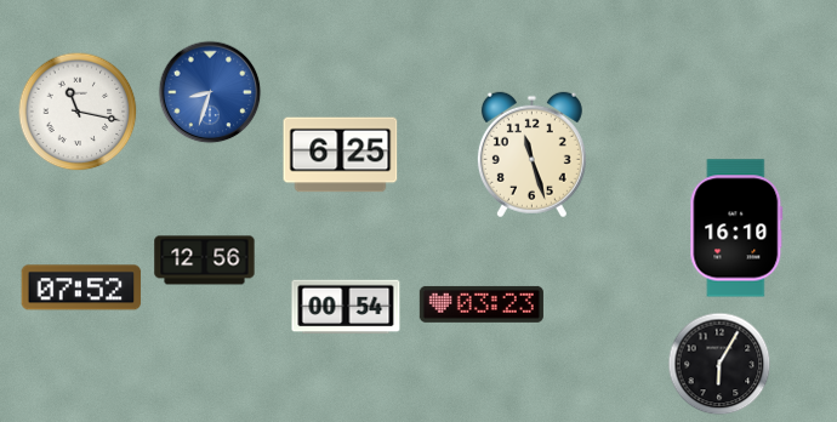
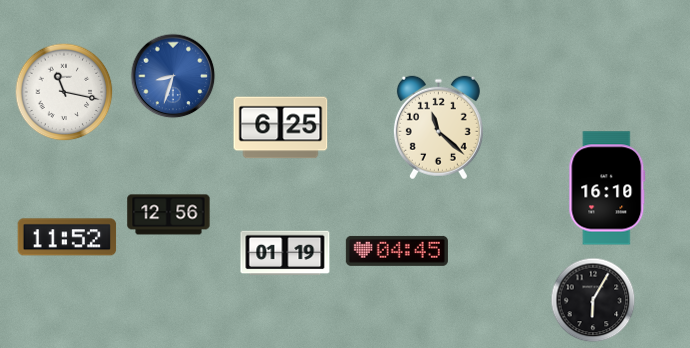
clock at (531, 155): 11:27 -> 11:22
clock at (81, 287): 07:52 -> 11:52
clock at (482, 304): 03:23 -> 04:45
clock at (346, 307): 00:54 -> 01:19
